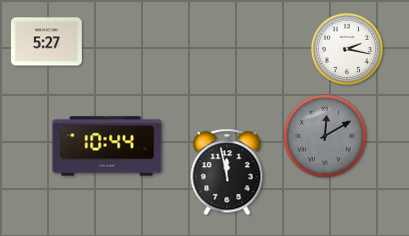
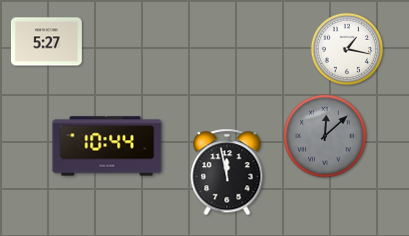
clock at (347, 49): 2:17 -> 1:17
clock at (325, 136): 12:10 -> 12:08
